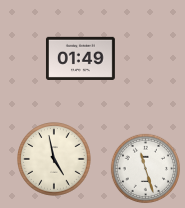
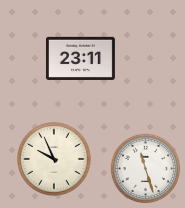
clock at (80, 58): 01:49 -> 23:11
clock at (54, 159): 4:58 -> 9:56
